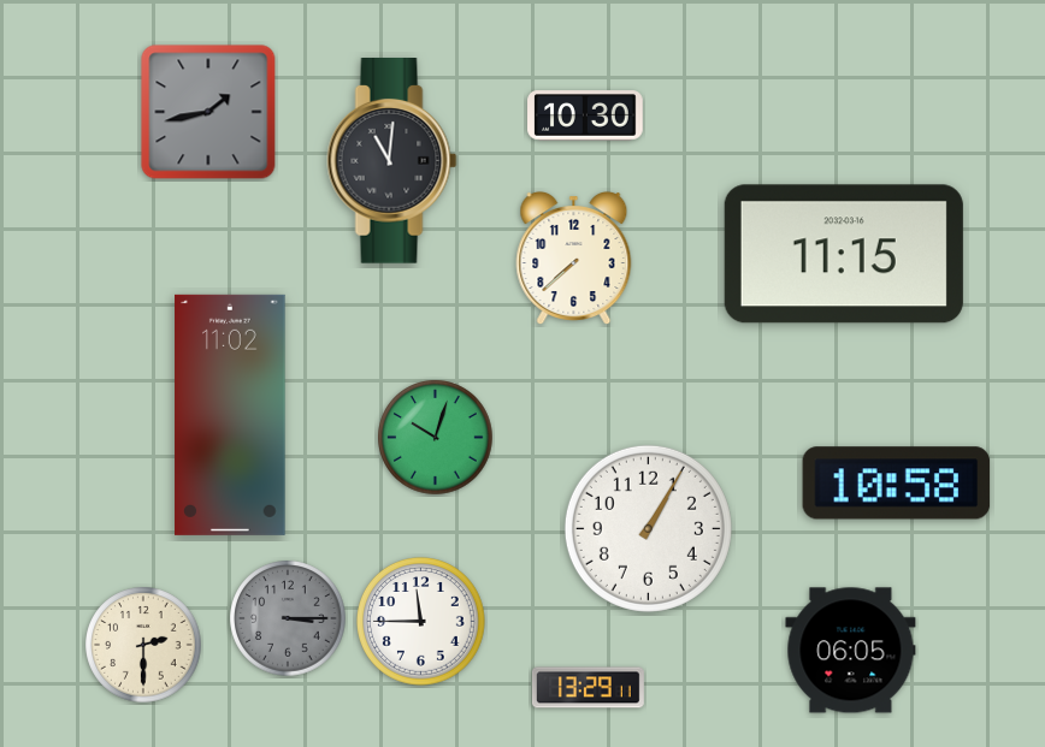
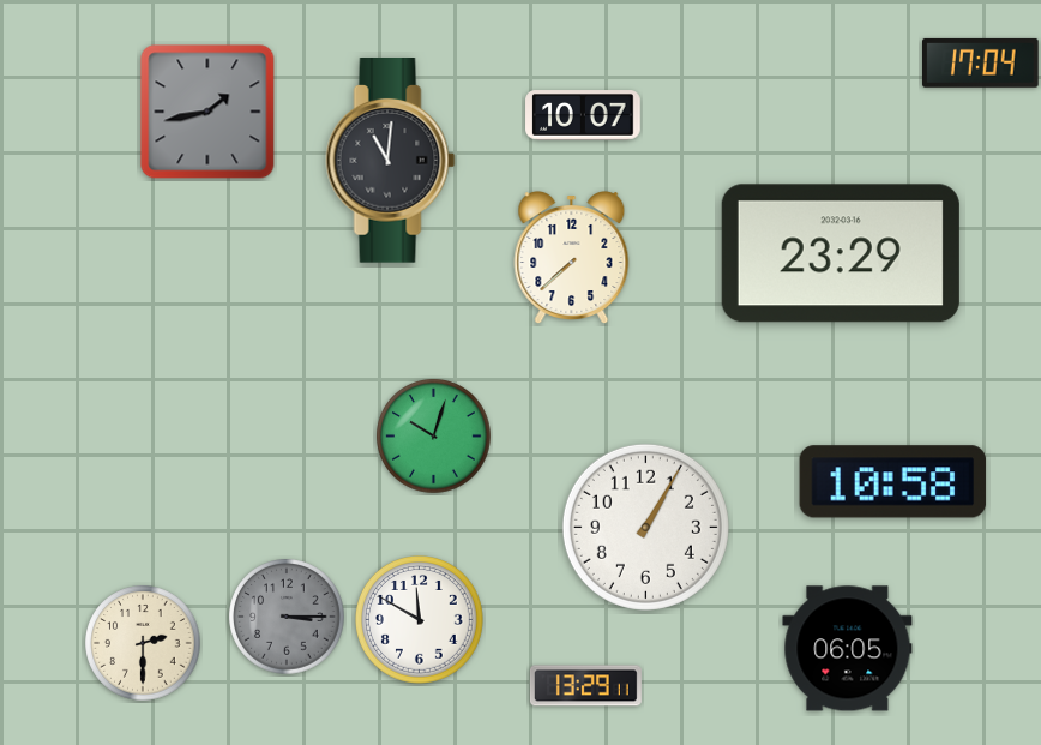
clock at (981, 62): none -> 17:04
clock at (585, 115): 10:30 -> 10:07
clock at (844, 254): 11:15 -> 23:29
clock at (230, 415): 11:02 -> none
clock at (421, 622): 11:45 -> 11:50
